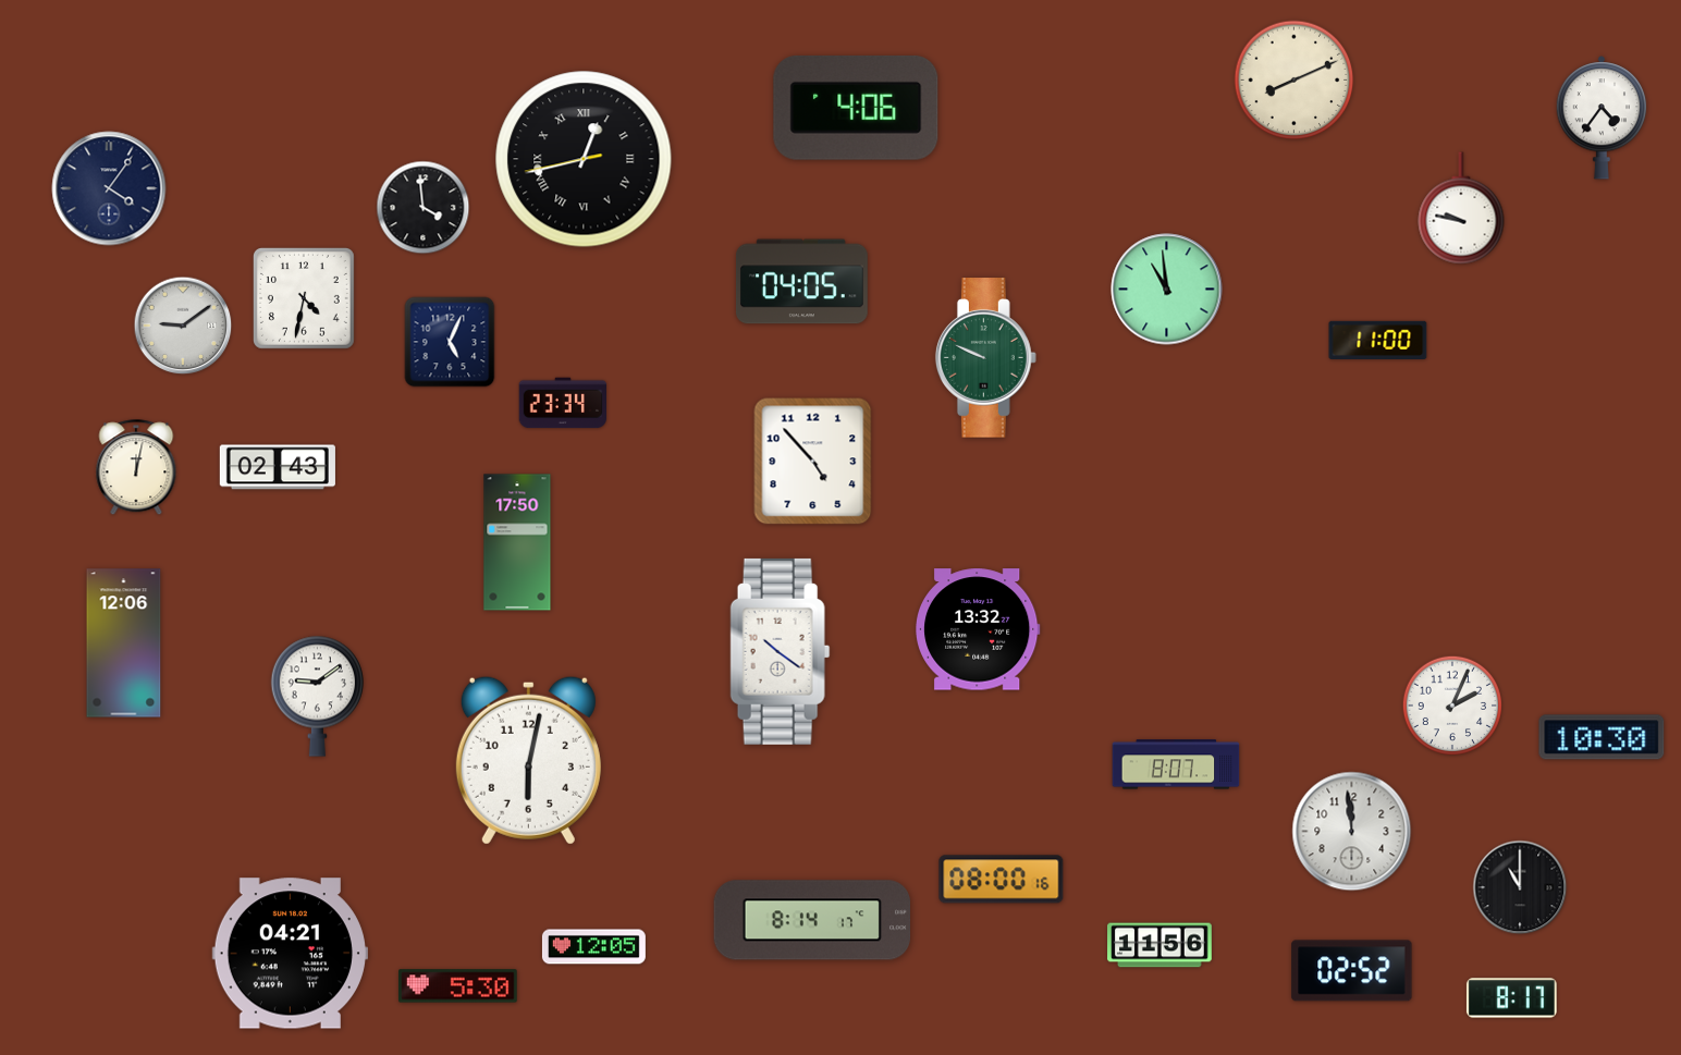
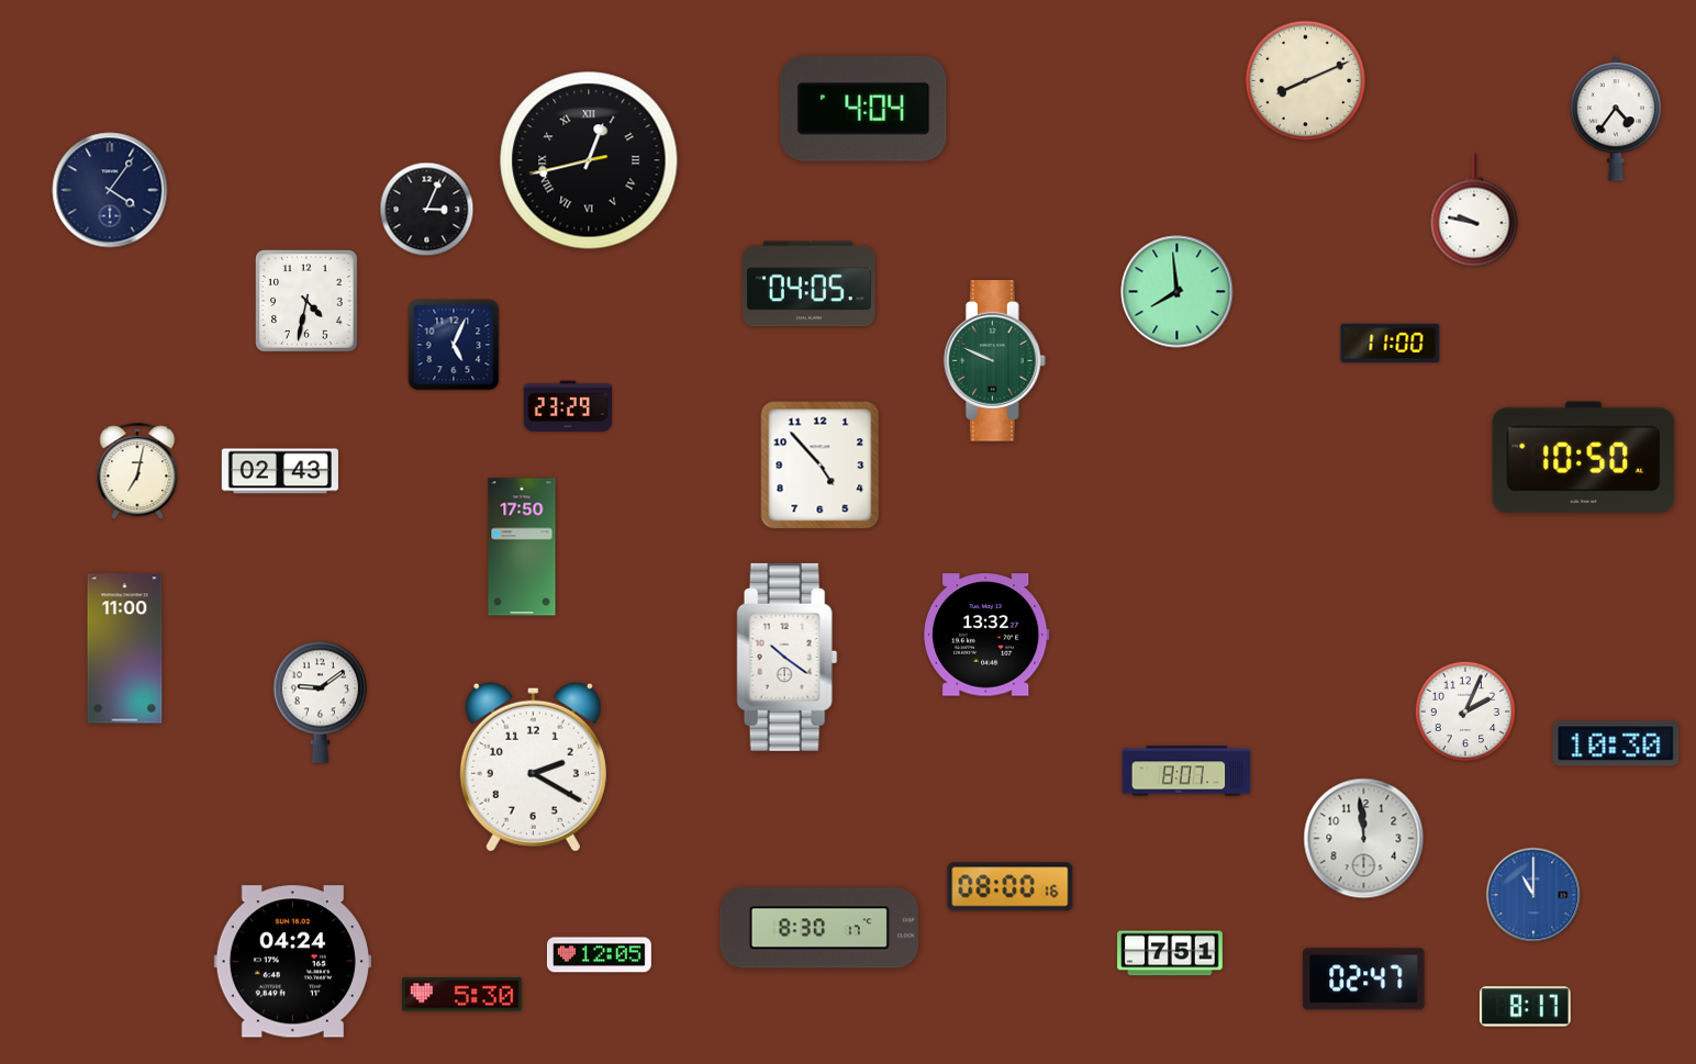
clock at (856, 108): 4:06 -> 4:04
clock at (424, 208): 3:59 -> 3:04
clock at (1167, 290): 10:59 -> 7:59
clock at (183, 326): 9:09 -> none
clock at (562, 403): 23:34 -> 23:29
clock at (1584, 458): none -> 10:50
clock at (136, 468): 12:02 -> 7:02
clock at (124, 643): 12:06 -> 11:00
clock at (528, 760): 6:02 -> 2:20
clock at (1520, 887) dial: black -> blue
clock at (811, 920): 8:14 -> 8:30
clock at (1159, 945): 11:56 -> 7:51
clock at (290, 954): 04:21 -> 04:24
clock at (1352, 971): 02:52 -> 02:47
